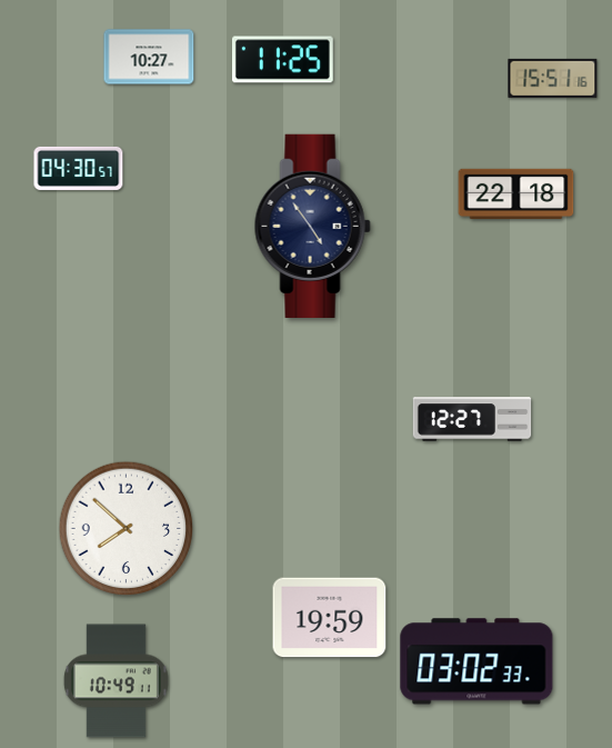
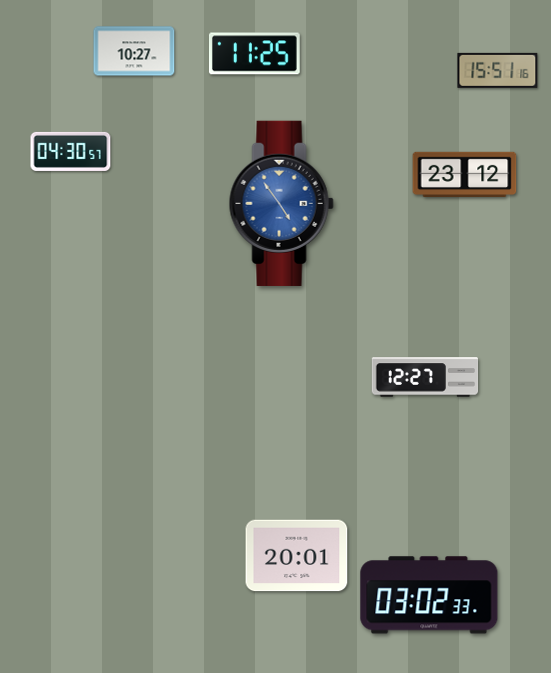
clock at (516, 195): 22:18 -> 23:12
clock at (312, 226) dial: navy -> blue
clock at (127, 529): 7:52 -> none
clock at (330, 618): 19:59 -> 20:01
clock at (116, 681): 10:49 -> none
